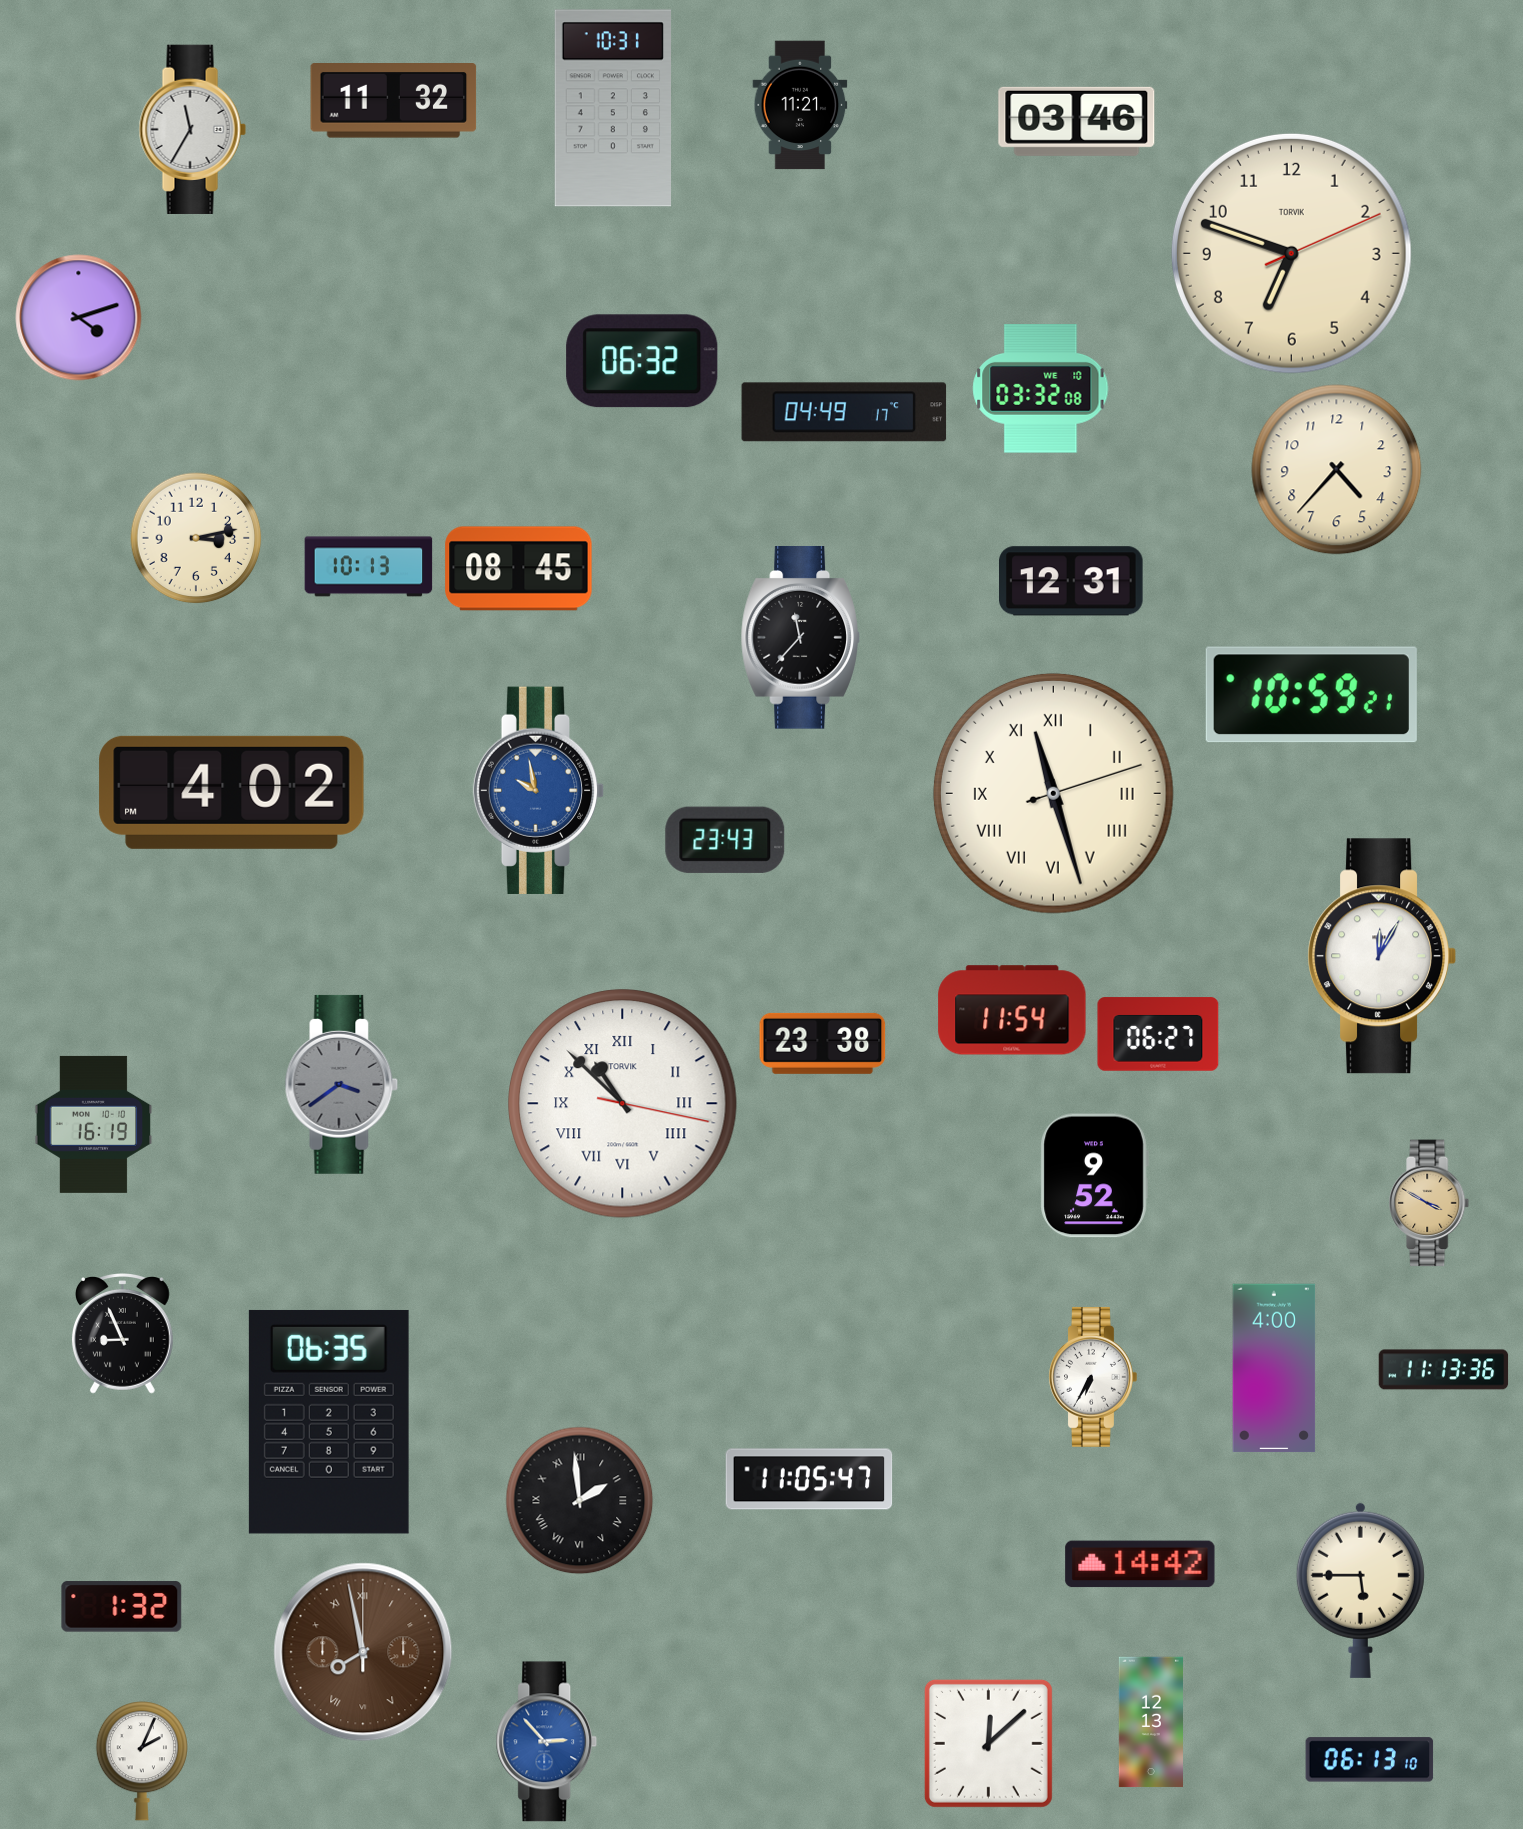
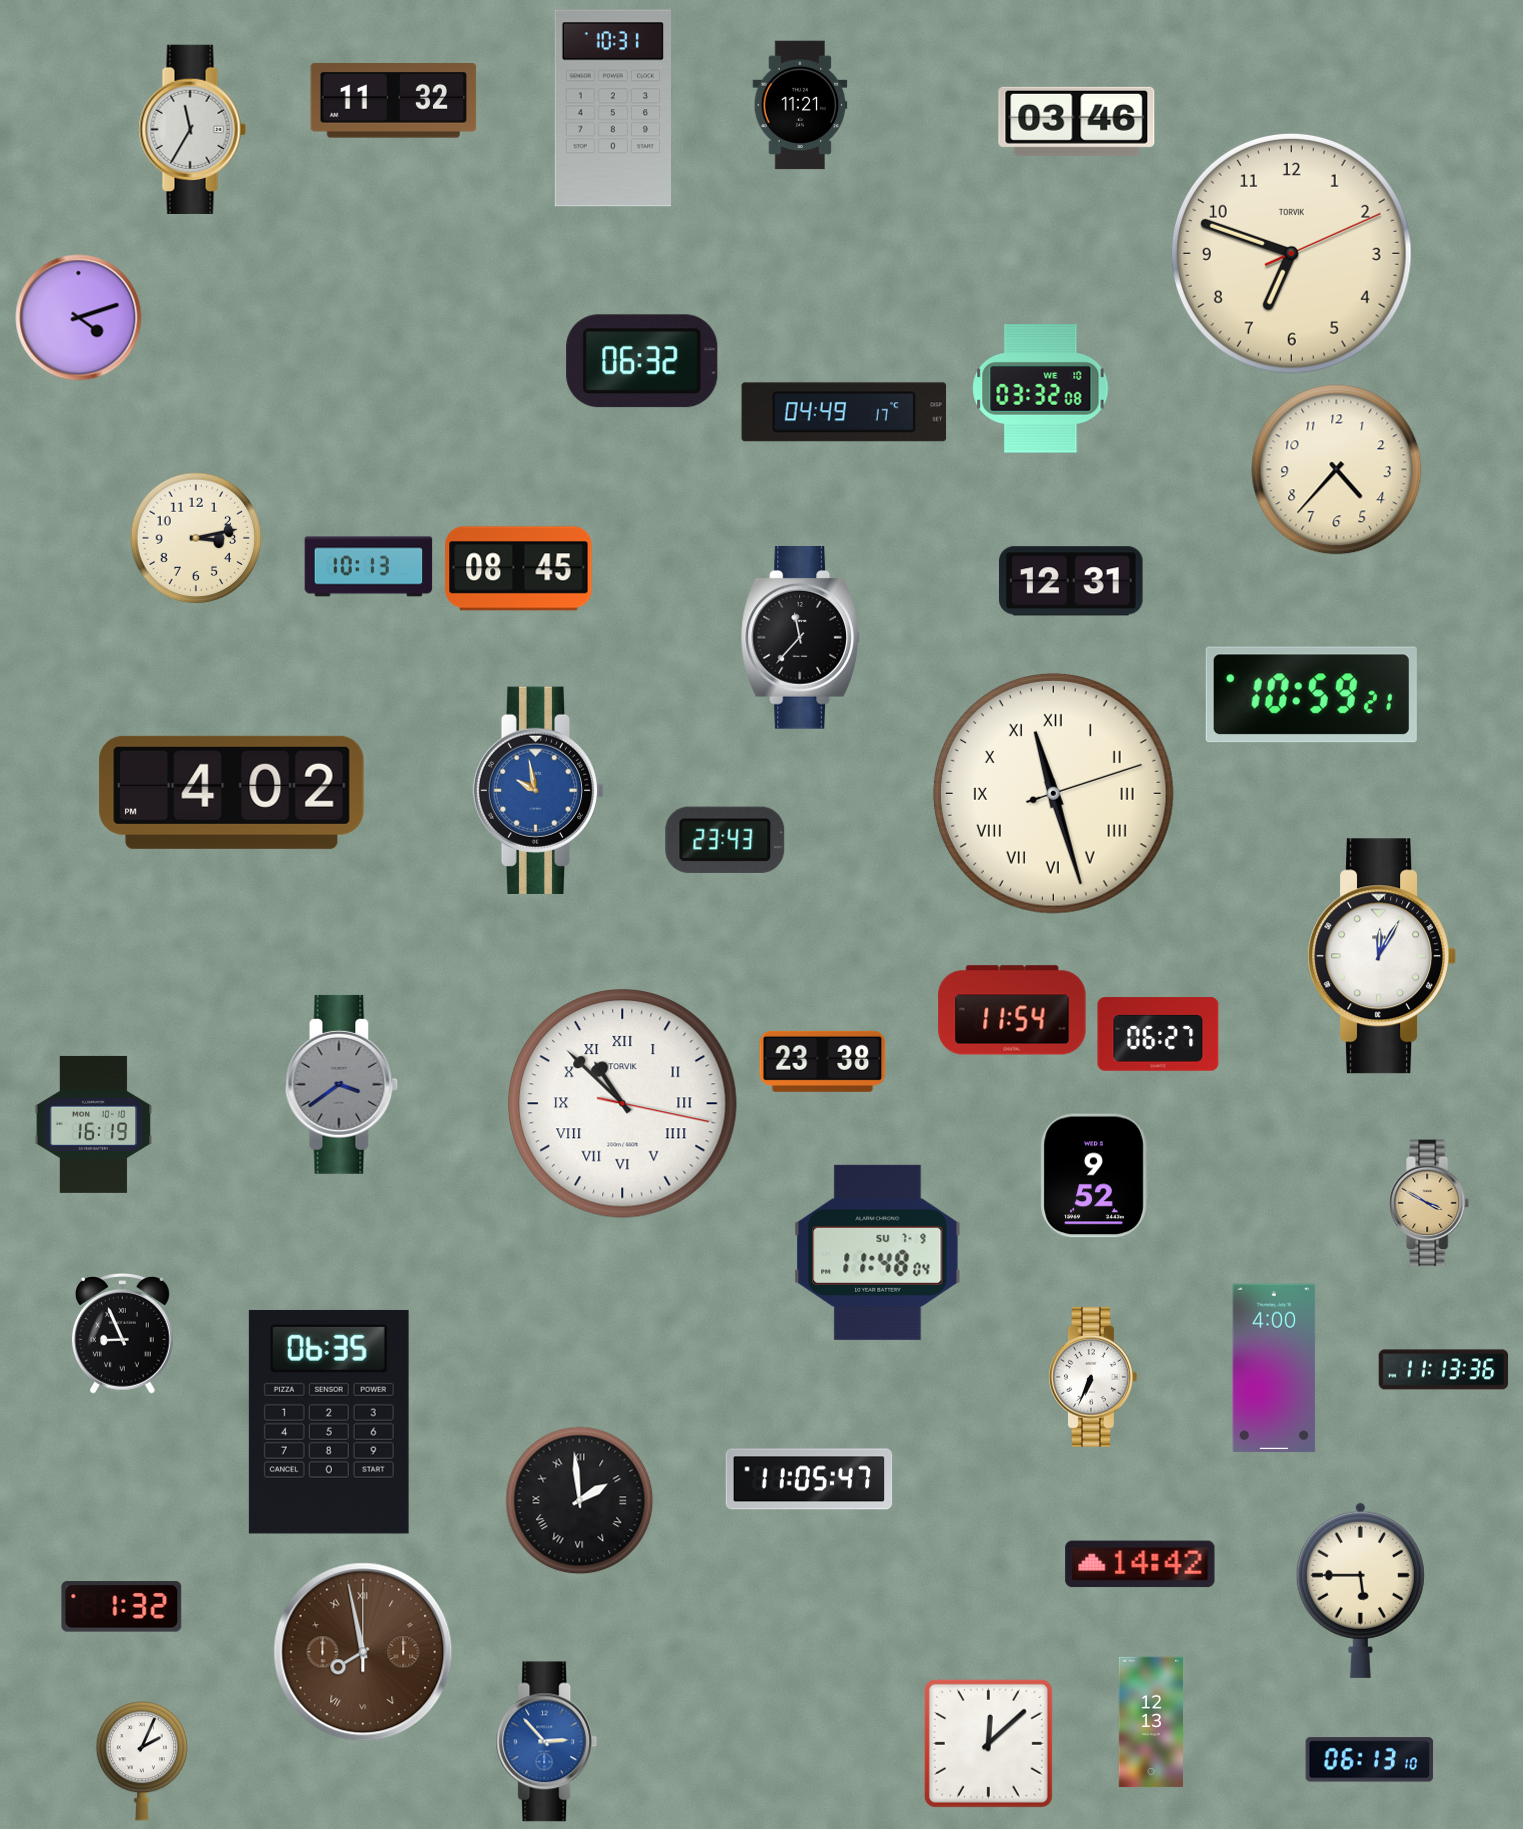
clock at (823, 1043) position: (823, 1043) -> (823, 1061)
clock at (878, 1252): none -> 11:48
clock at (1093, 1377): 6:35 -> 6:34
